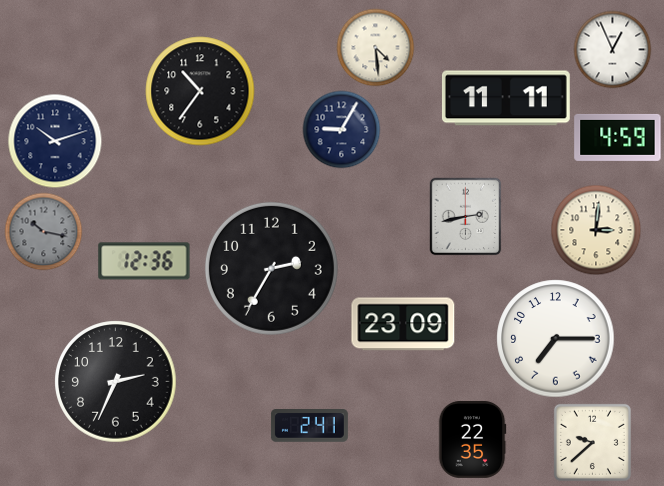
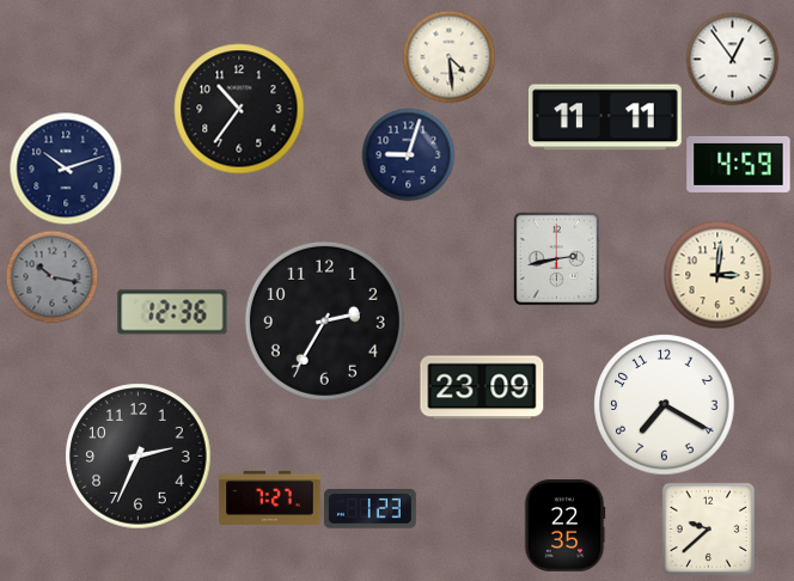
clock at (612, 49): 12:56 -> 12:54
clock at (341, 129): 9:05 -> 9:03
clock at (596, 230) position: (596, 230) -> (717, 275)
clock at (556, 339): 7:15 -> 7:20
clock at (270, 497): none -> 7:27
clock at (309, 426): 2:41 -> 1:23
